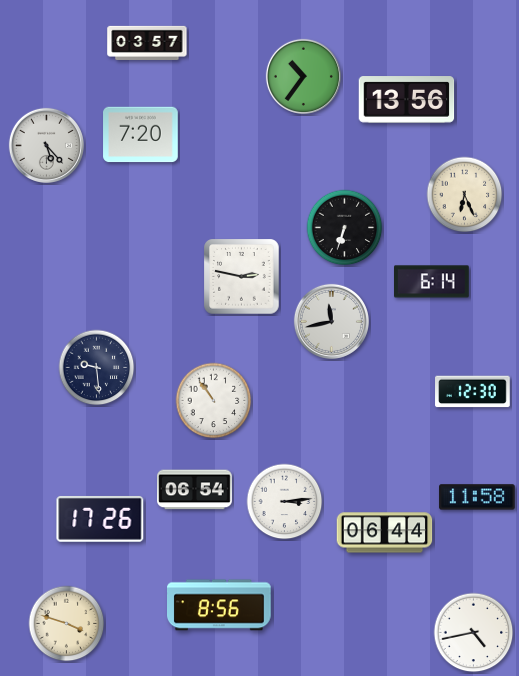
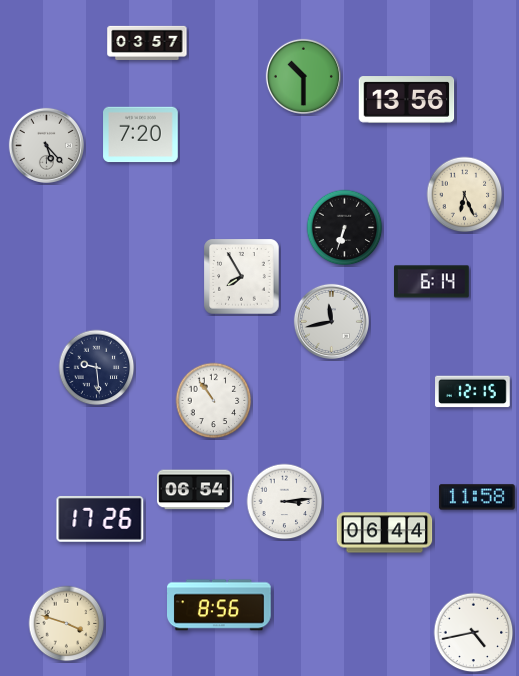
clock at (303, 76): 10:36 -> 10:30
clock at (242, 277): 2:47 -> 7:55
clock at (473, 392): 12:30 -> 12:15
